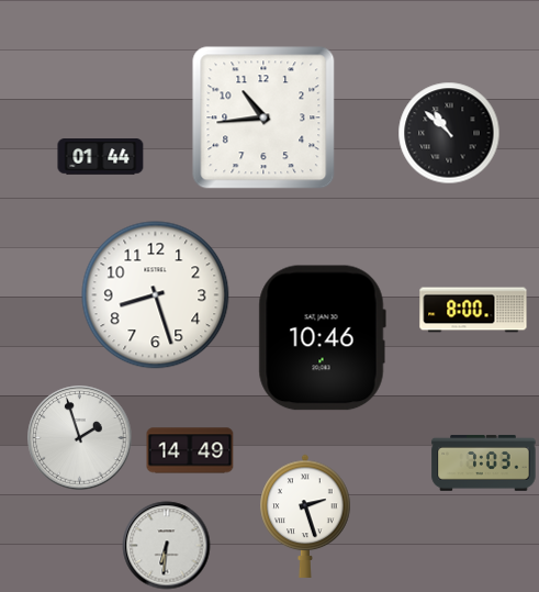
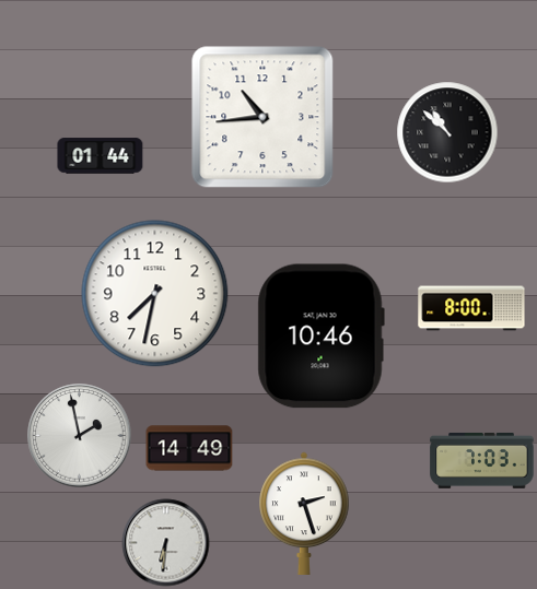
clock at (156, 295): 8:27 -> 7:32
clock at (80, 438): 1:57 -> 1:58
